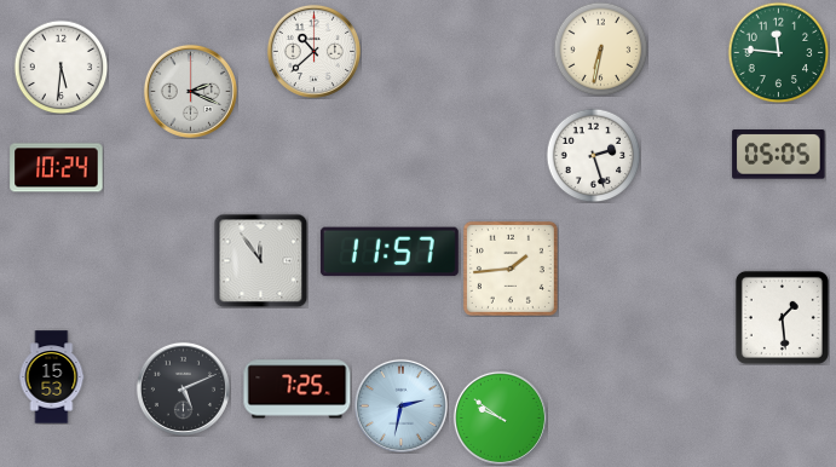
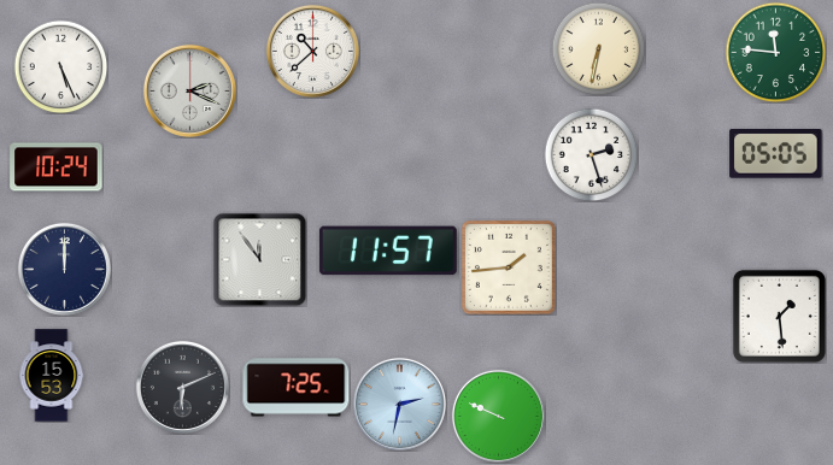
clock at (60, 67): 5:31 -> 5:26
clock at (64, 269): none -> 12:00
clock at (183, 388): 5:11 -> 6:11
clock at (500, 417): 9:51 -> 9:49
